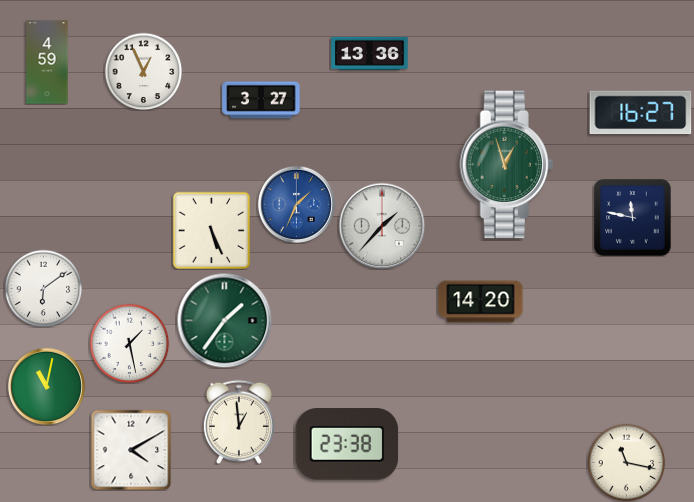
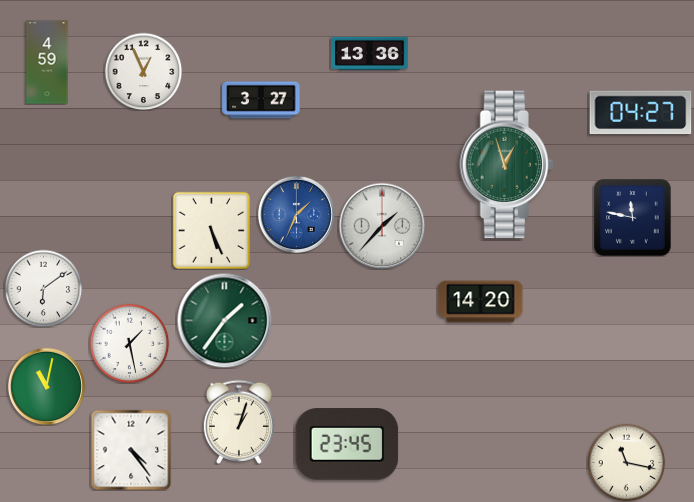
clock at (641, 113): 16:27 -> 04:27
clock at (296, 204) position: (296, 204) -> (296, 214)
clock at (239, 422): 12:59 -> 1:03
clock at (347, 444): 23:38 -> 23:45
clock at (131, 450): 4:10 -> 4:24
